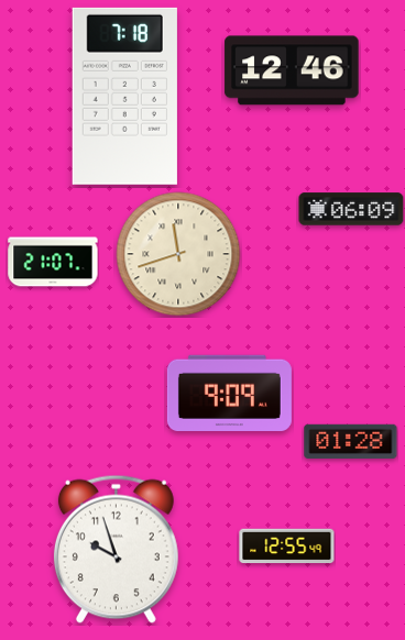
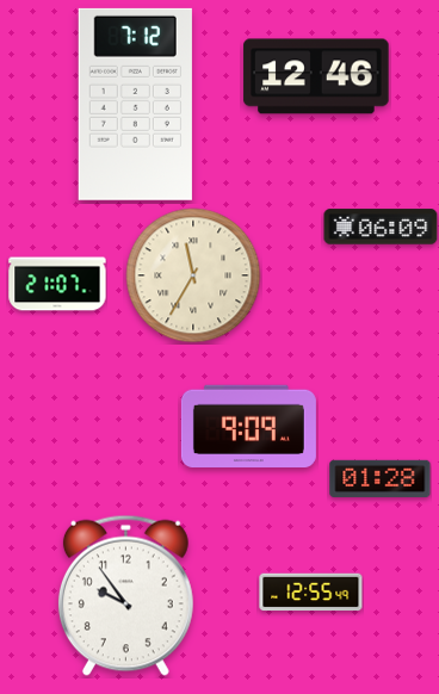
clock at (124, 96): 7:18 -> 7:12
clock at (178, 254): 11:42 -> 11:35
clock at (116, 549): 9:57 -> 9:54
